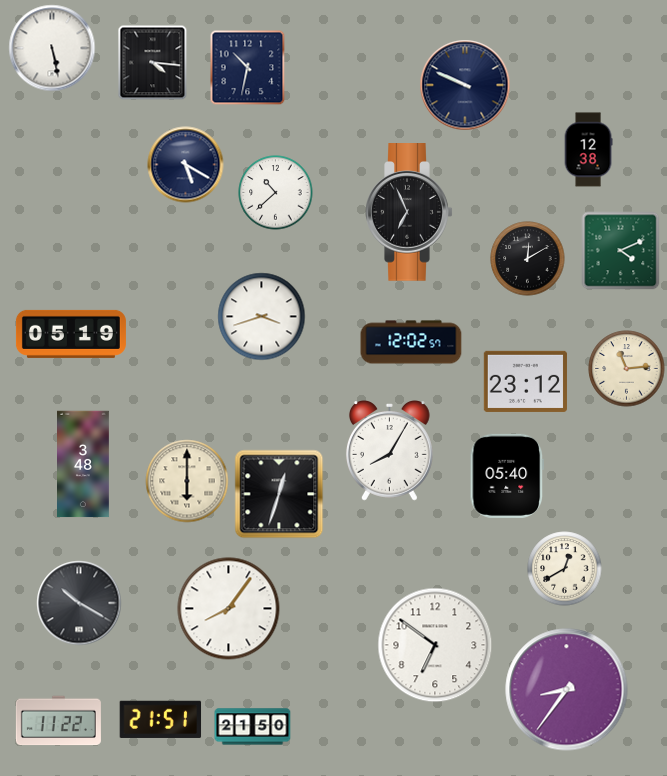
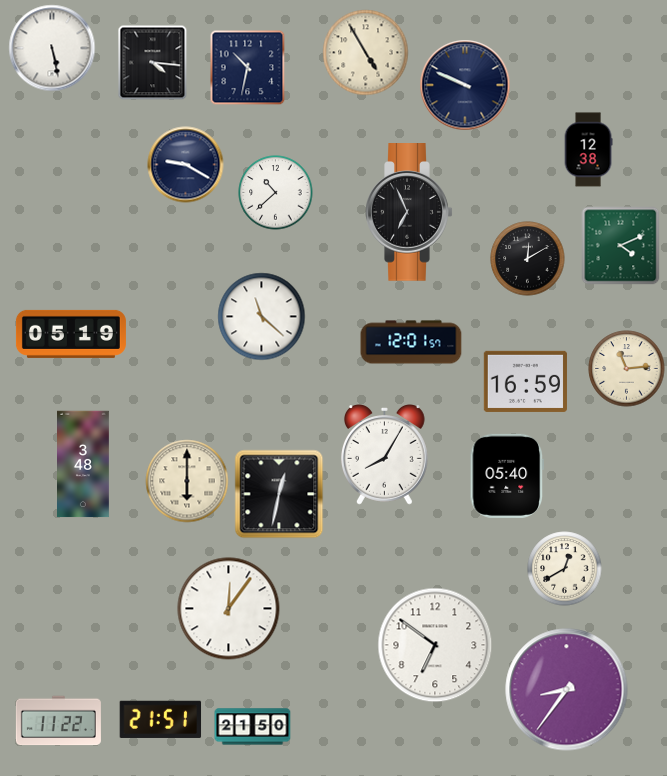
clock at (366, 53): none -> 4:55
clock at (186, 165): 5:20 -> 9:20
clock at (621, 251) position: (621, 251) -> (621, 246)
clock at (262, 317): 3:42 -> 11:22
clock at (411, 342): 12:02 -> 12:01
clock at (525, 381): 23:12 -> 16:59
clock at (389, 451) position: (389, 451) -> (384, 455)
clock at (279, 494): 12:33 -> 12:32
clock at (79, 603): 10:20 -> none
clock at (229, 609): 8:06 -> 12:06
